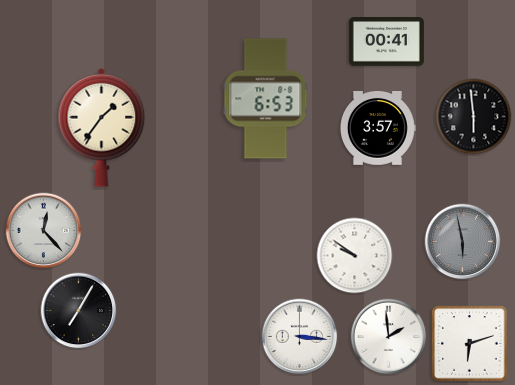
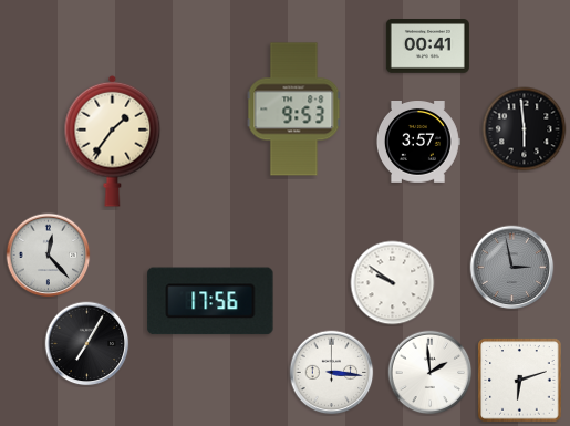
clock at (266, 99): 6:53 -> 9:53
clock at (463, 242): 5:58 -> 2:58
clock at (210, 301): none -> 17:56
